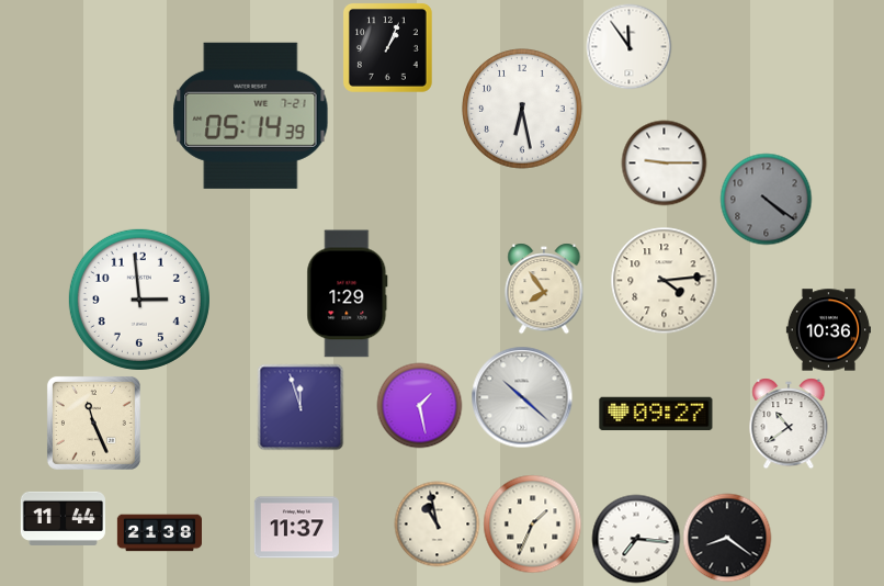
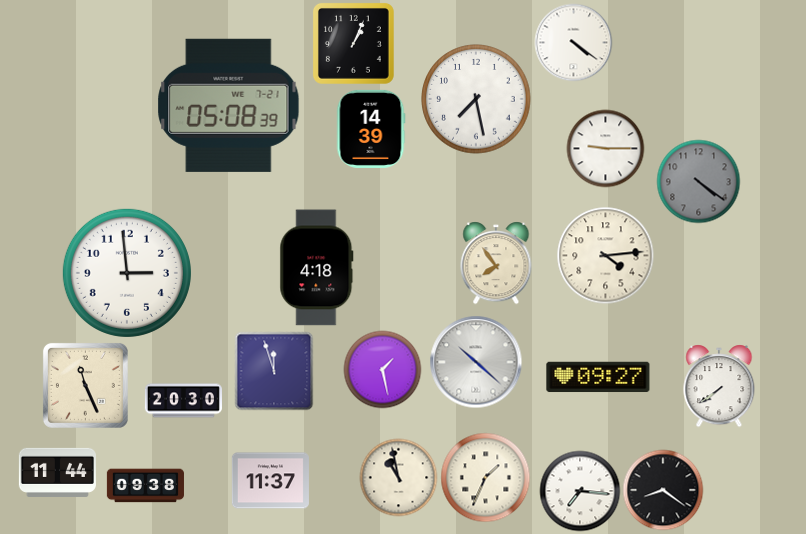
clock at (628, 46): 11:54 -> 4:21
clock at (522, 109): 6:28 -> 7:28
clock at (251, 115): 05:14 -> 05:08
clock at (371, 129): none -> 14:39
clock at (348, 294): 1:29 -> 4:18
clock at (828, 330): 10:36 -> none
clock at (789, 424): 10:39 -> 7:39
clock at (183, 401): none -> 20:30
clock at (159, 533): 21:38 -> 09:38
